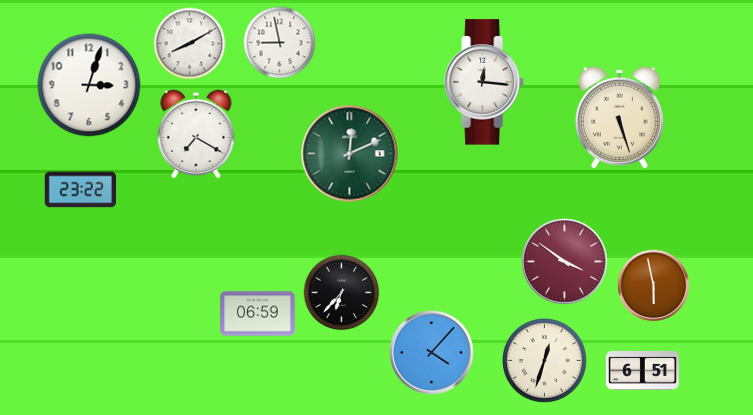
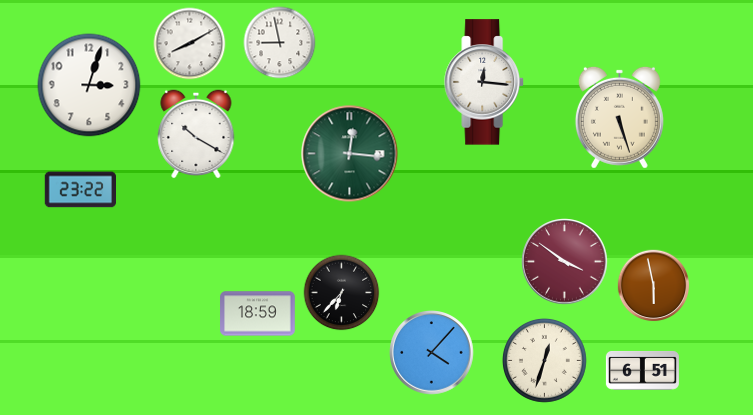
clock at (196, 134): 7:20 -> 10:20
clock at (350, 154): 12:11 -> 12:16
clock at (258, 314): 06:59 -> 18:59
